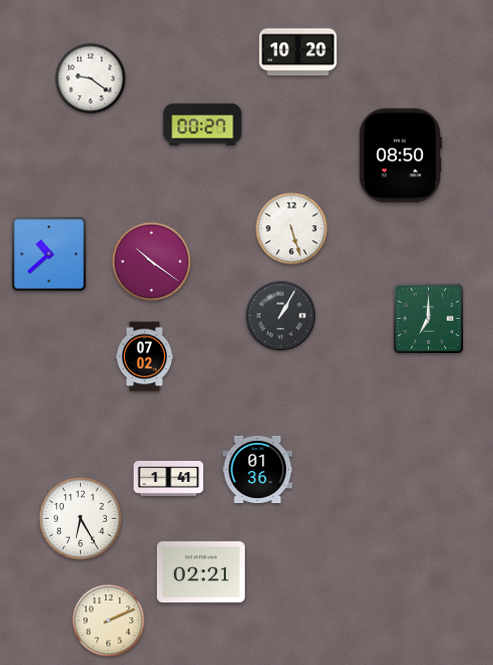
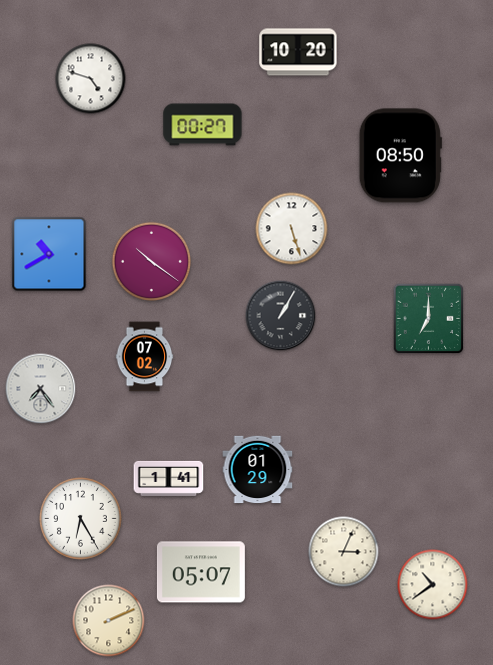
clock at (91, 79): 9:21 -> 4:48
clock at (49, 254): 10:38 -> 10:40
clock at (41, 389): none -> 7:24
clock at (258, 470): 01:36 -> 01:29
clock at (344, 552): none -> 3:04
clock at (201, 572): 02:21 -> 05:07
clock at (433, 585): none -> 10:39
